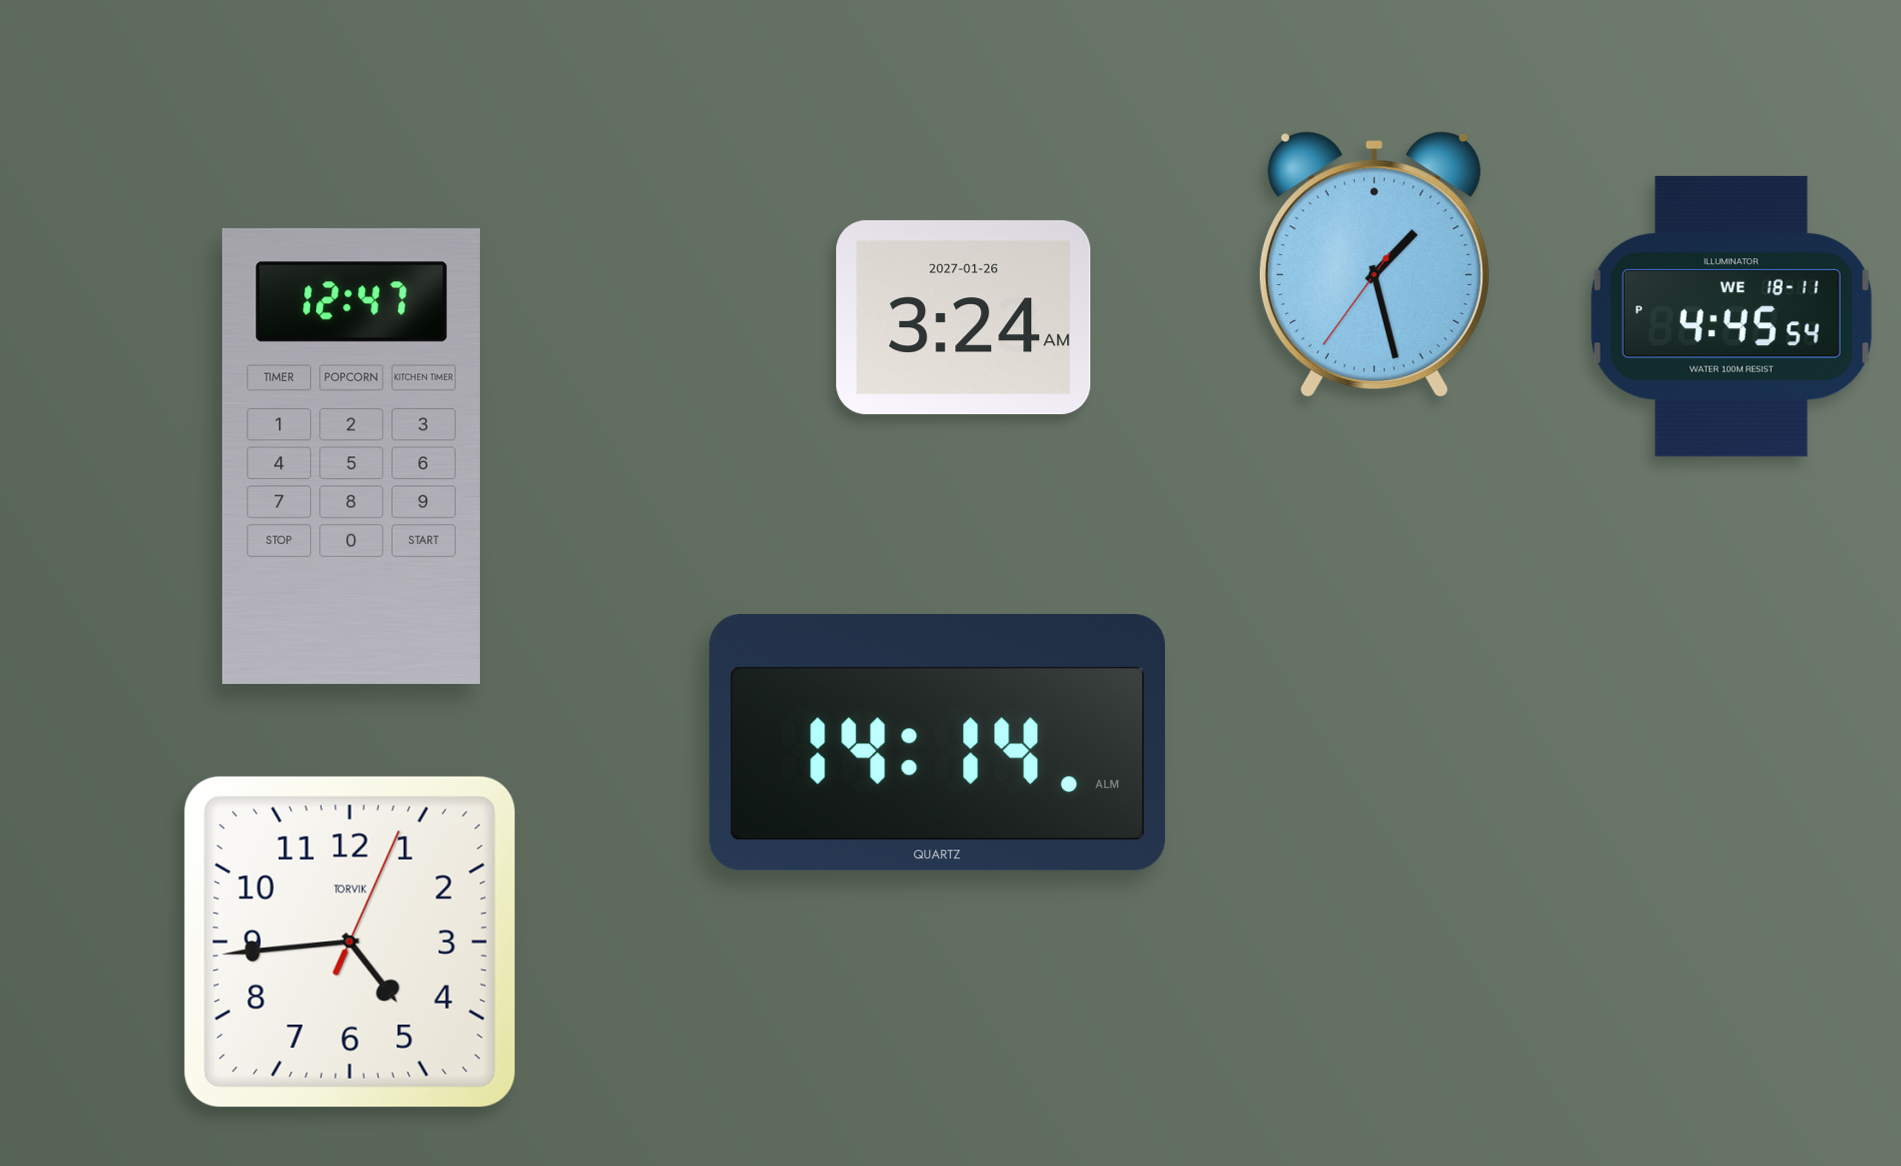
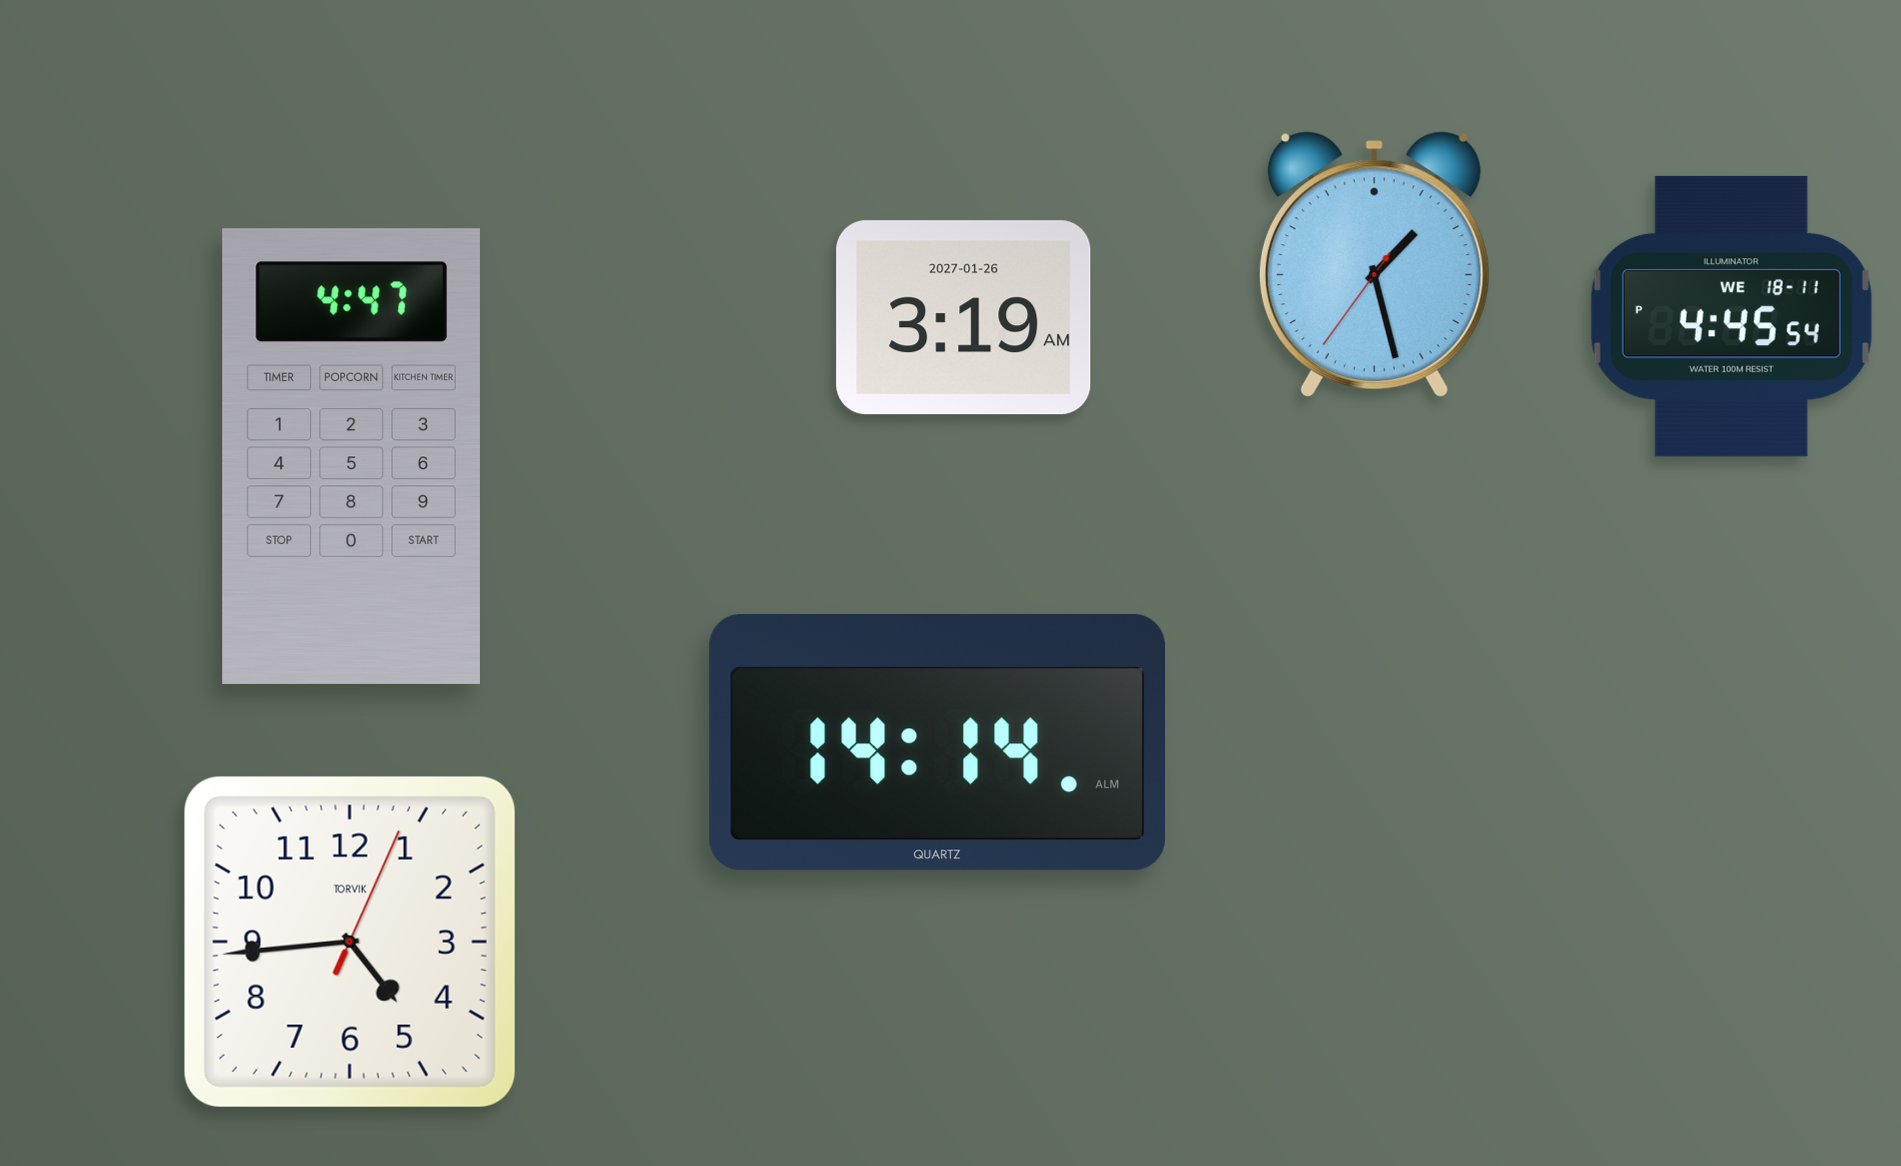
clock at (964, 318): 3:24 -> 3:19
clock at (351, 456): 12:47 -> 4:47
